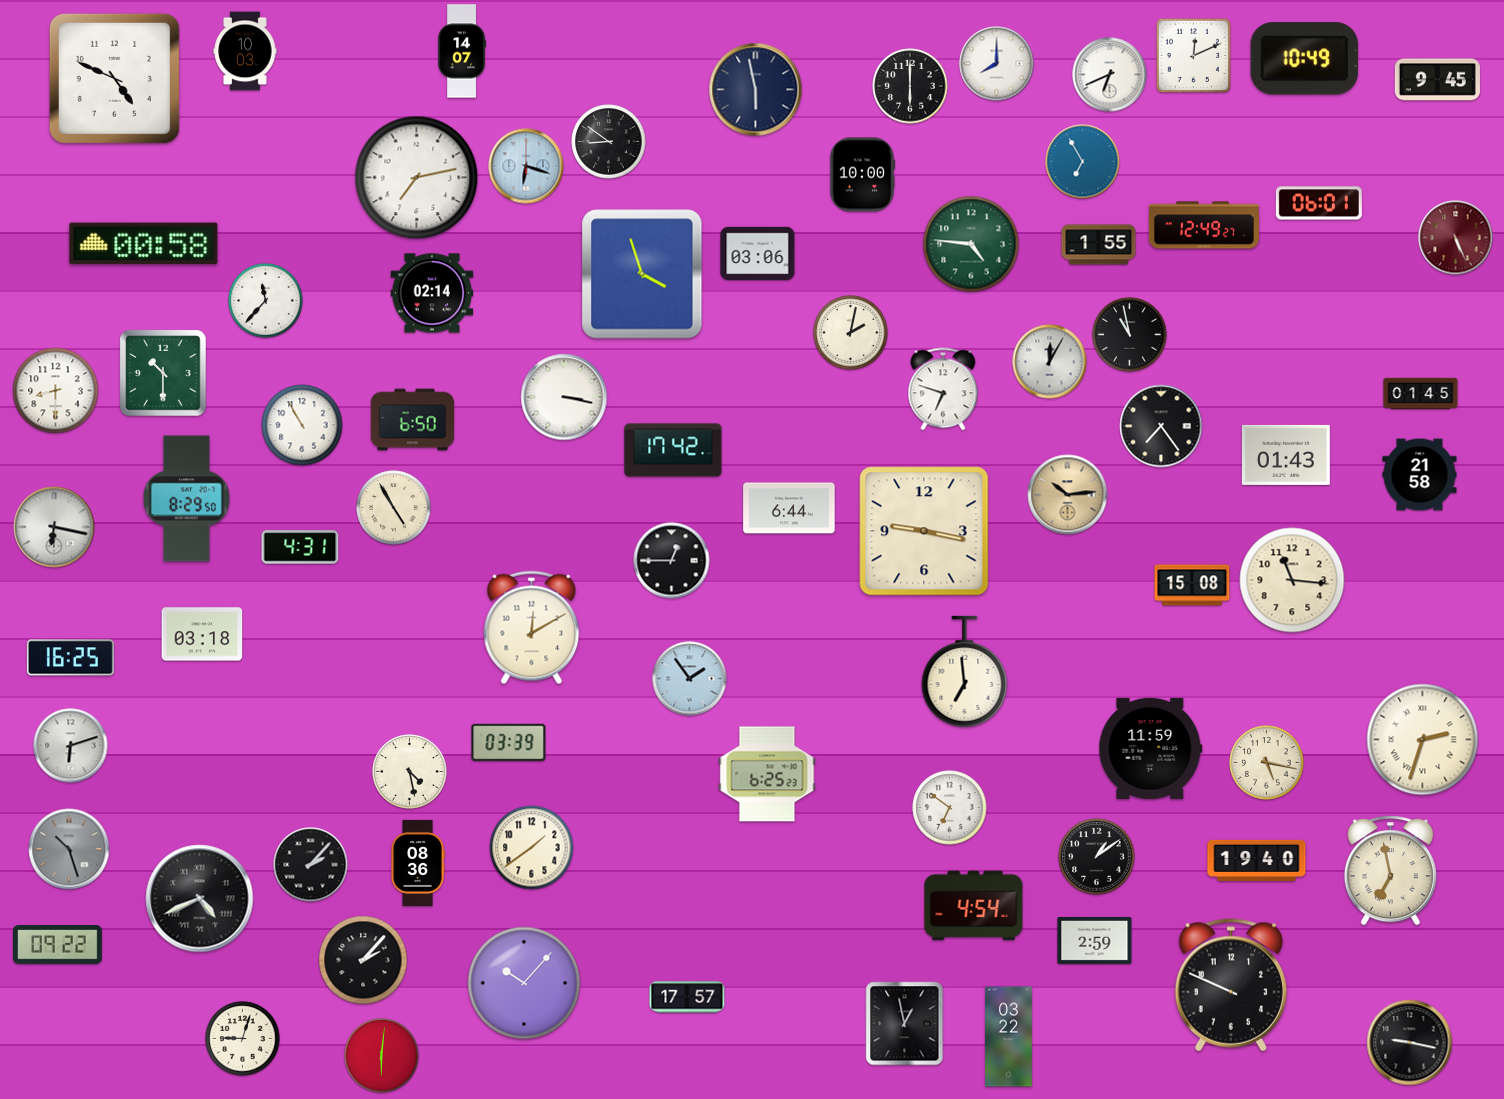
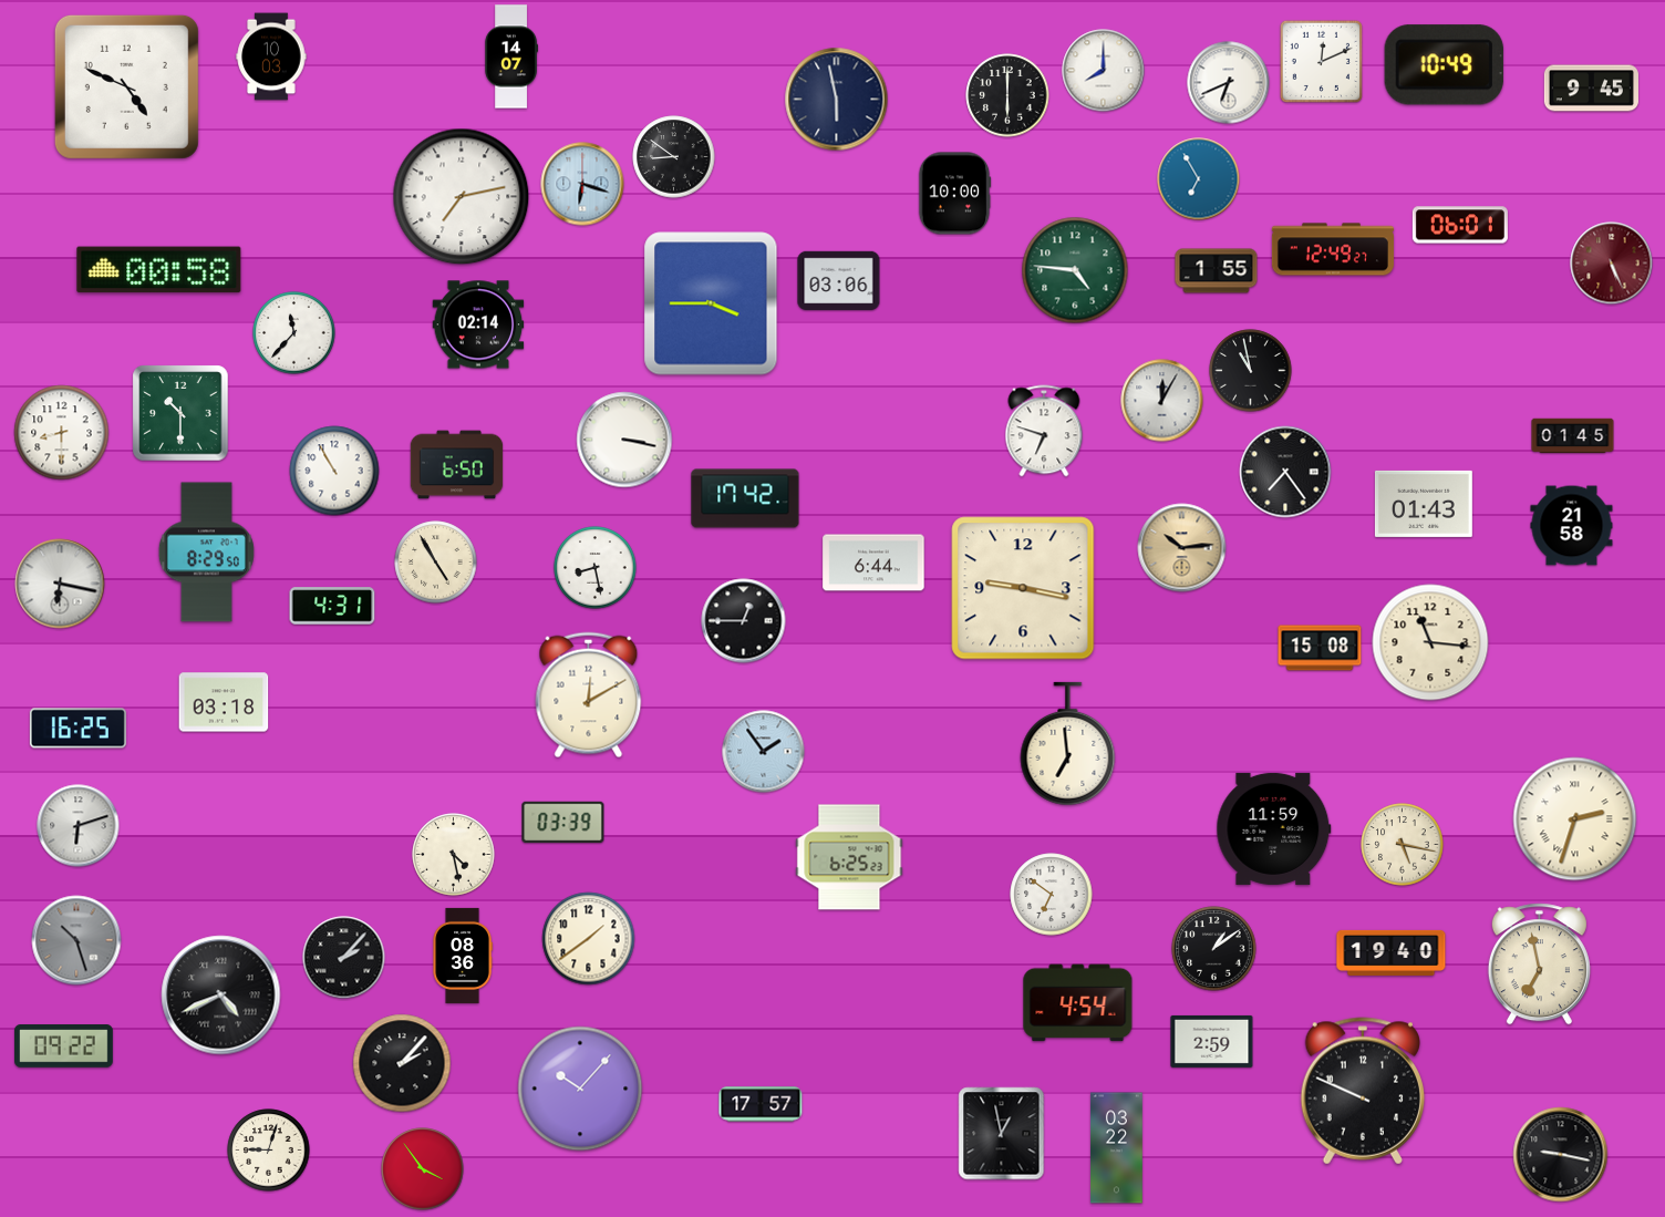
clock at (642, 274): 3:57 -> 3:45
clock at (851, 333): 2:02 -> none
clock at (596, 568): none -> 8:28
clock at (382, 1056): 6:01 -> 3:54
